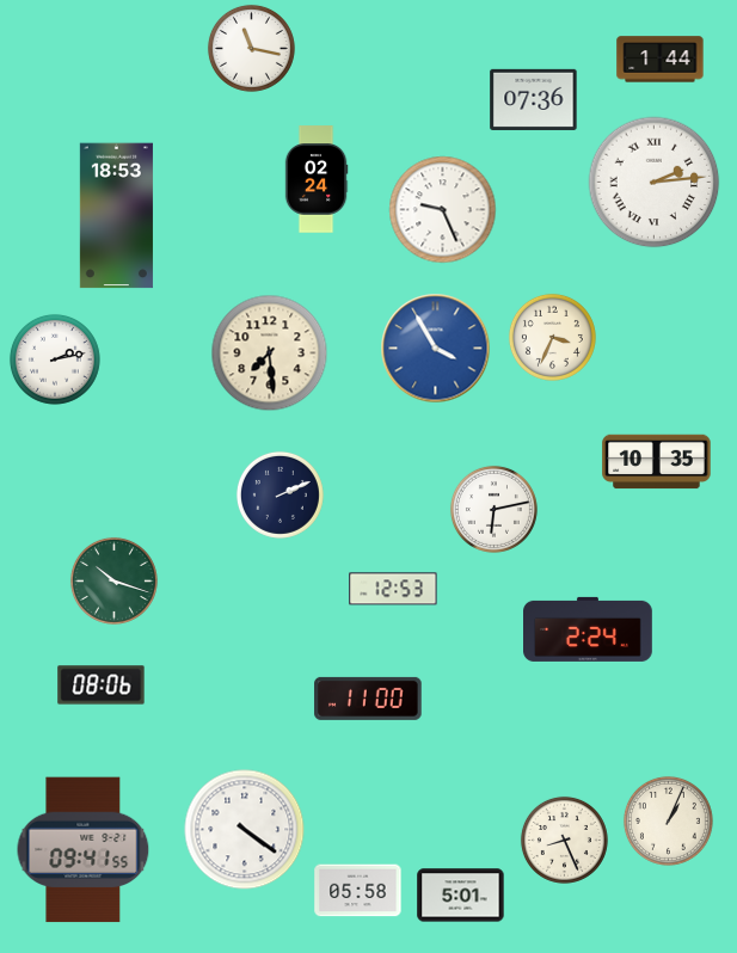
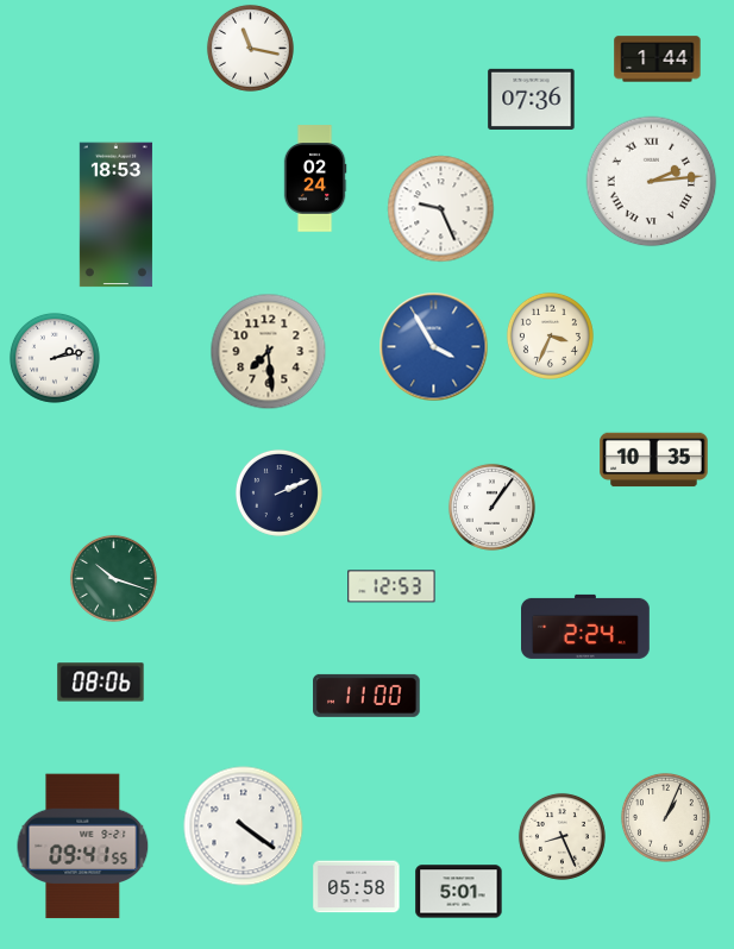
clock at (493, 509): 6:13 -> 1:06
